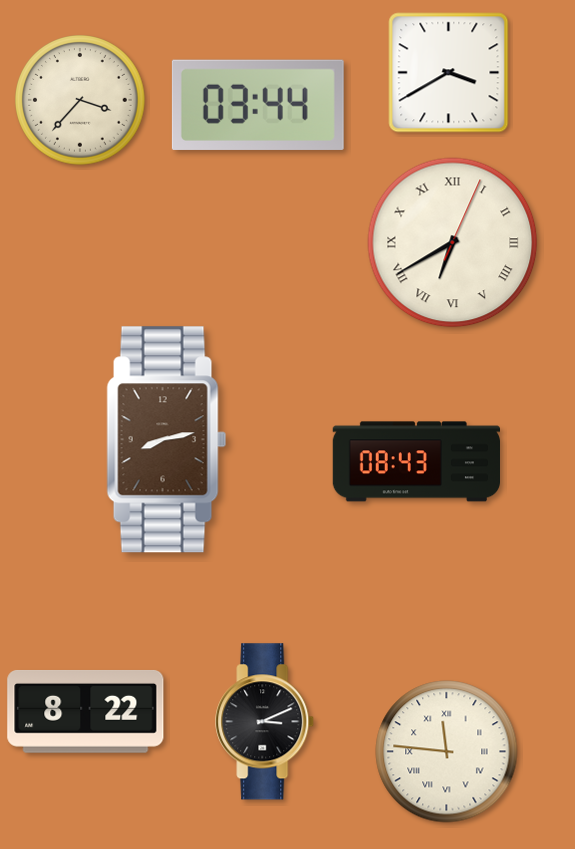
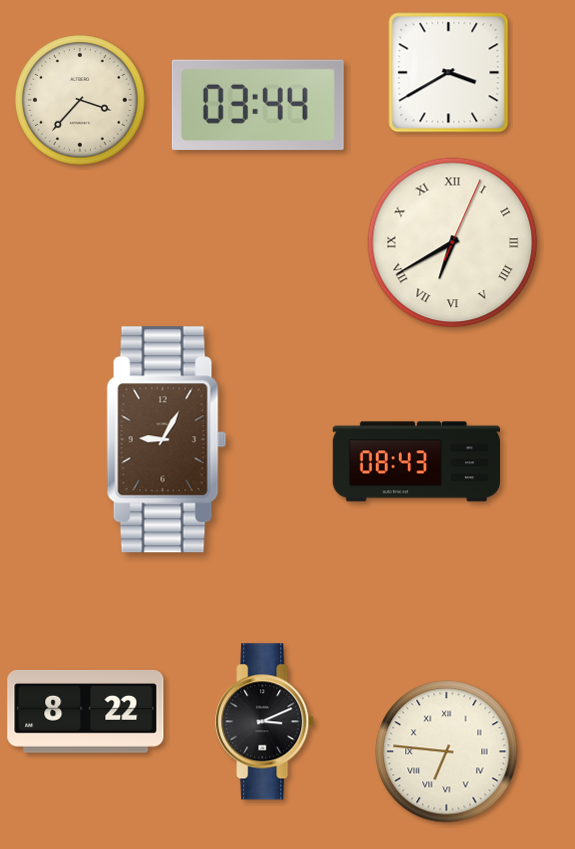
clock at (167, 440): 8:13 -> 9:05
clock at (447, 752): 11:46 -> 6:46
